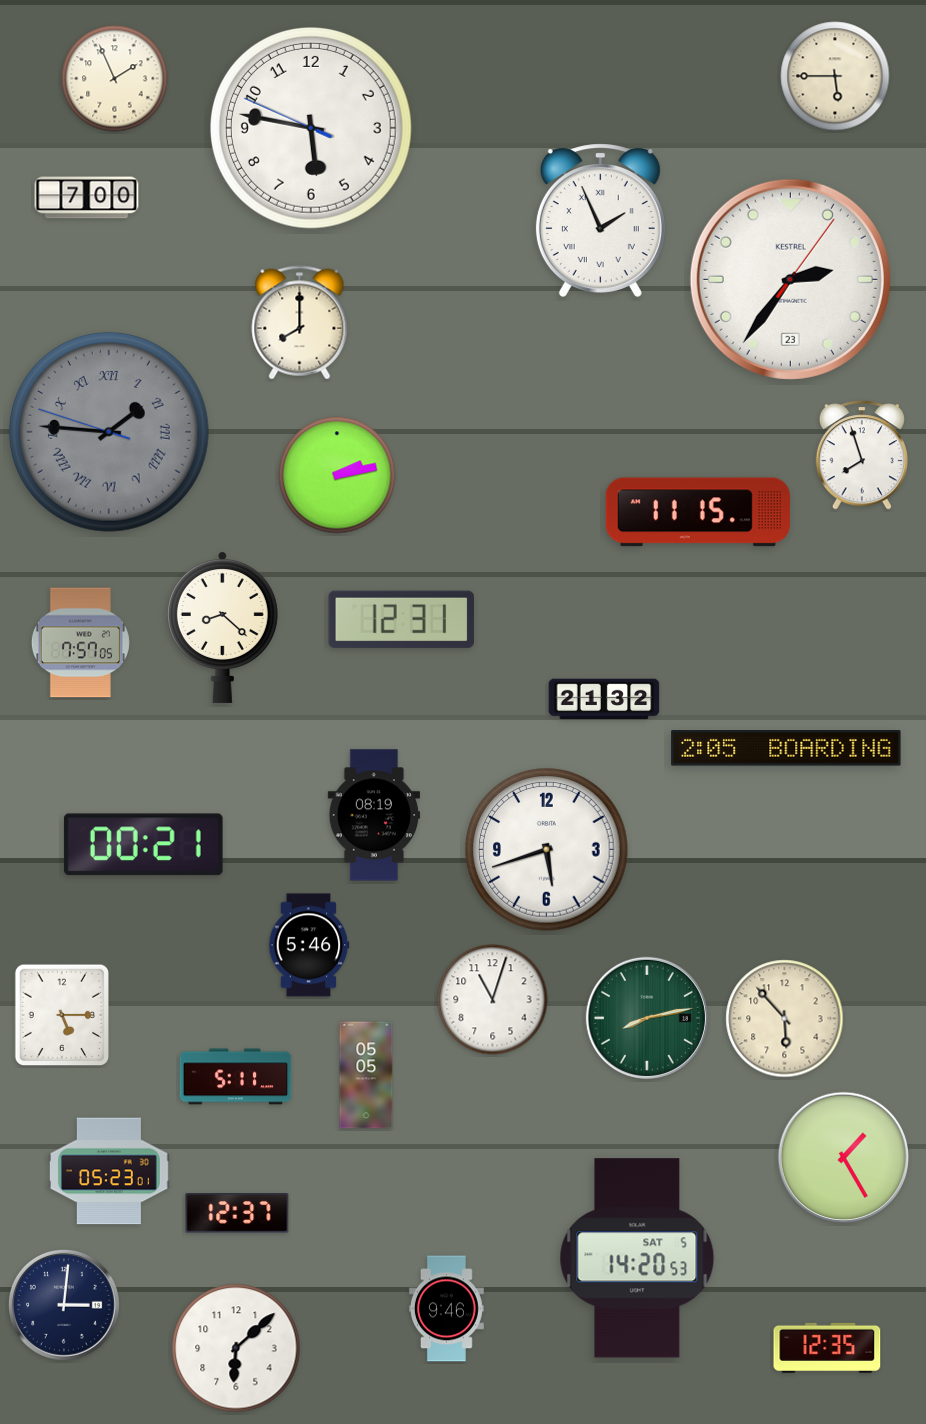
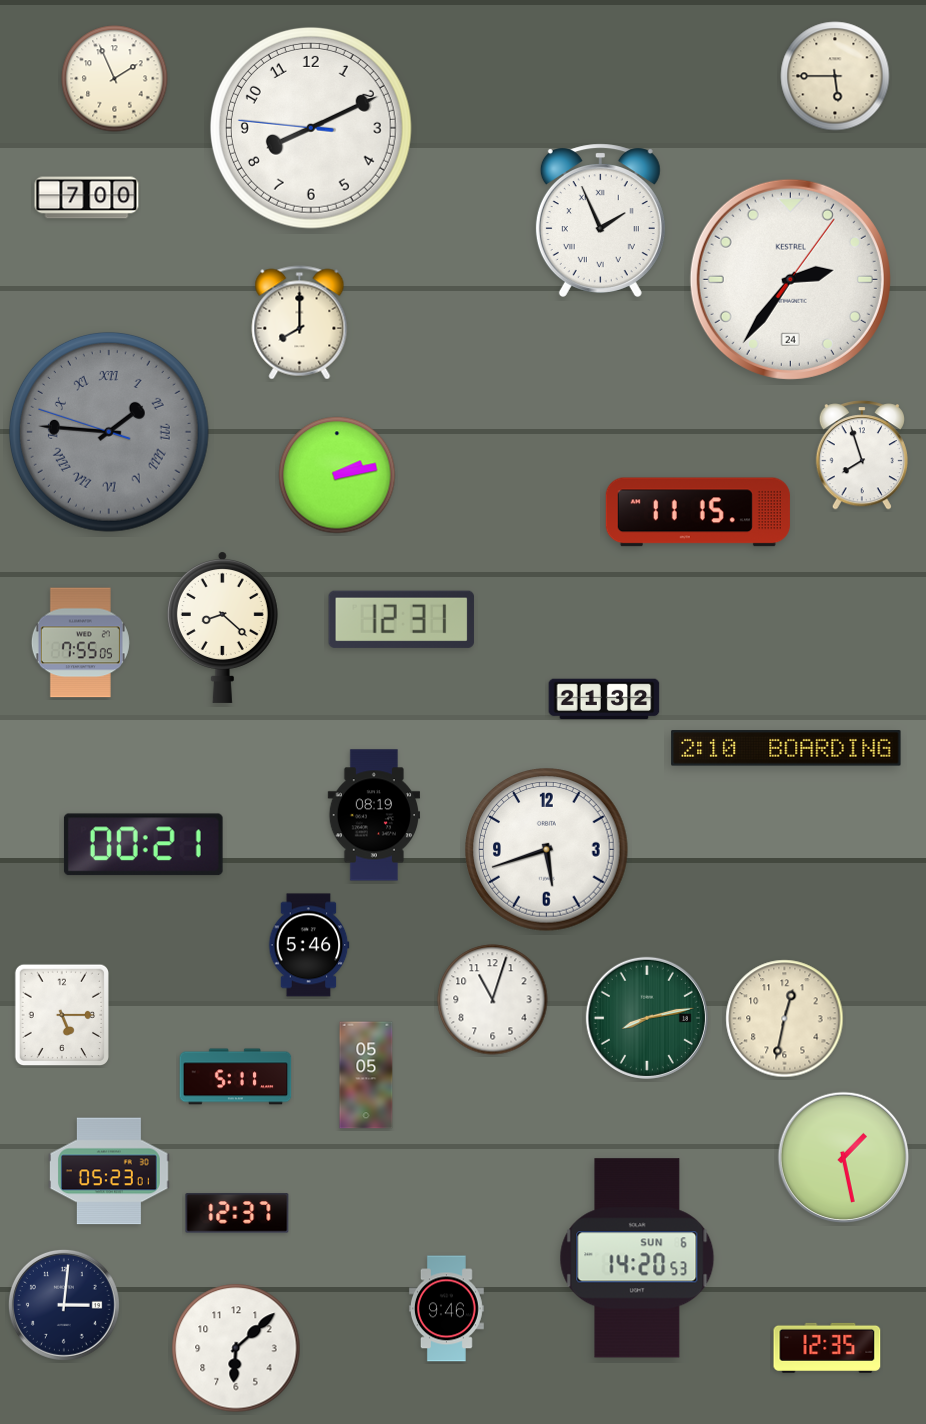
clock at (311, 128): 5:46 -> 8:10
clock at (790, 279) date: 23 -> 24
clock at (80, 643): 7:57 -> 7:55
clock at (786, 748): 2:05 -> 2:10
clock at (785, 1019): 5:53 -> 12:32
clock at (844, 1158): 1:25 -> 1:28
clock at (637, 1258) date: SAT 5 -> SUN 6
